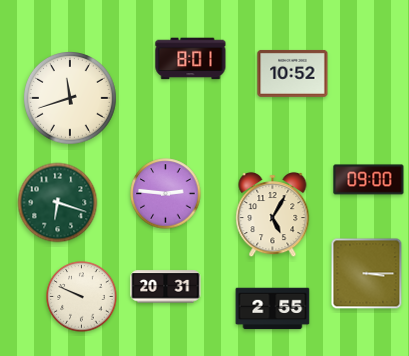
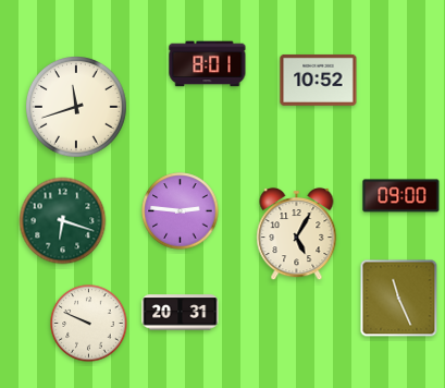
clock at (367, 274): 3:15 -> 11:26
clock at (273, 309): 2:55 -> none
